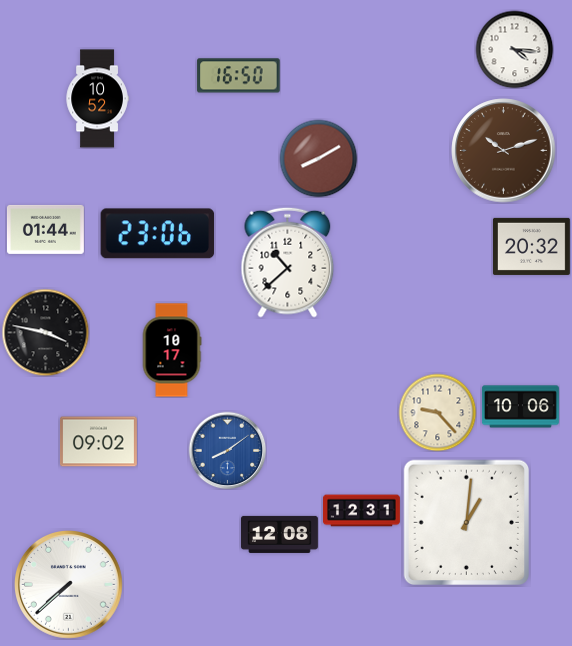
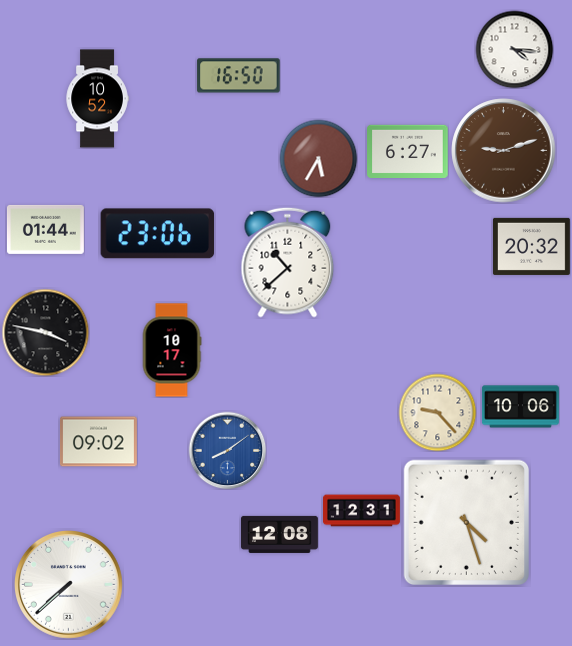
clock at (504, 151): 10:12 -> 9:12
clock at (408, 152): none -> 6:27
clock at (318, 158): 8:10 -> 5:35
clock at (466, 522): 1:01 -> 4:27
